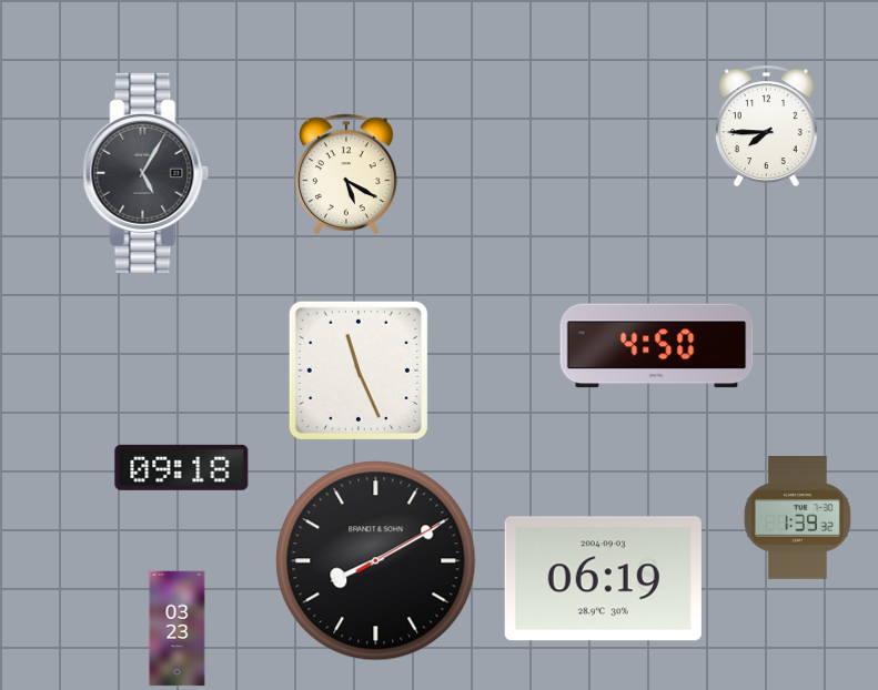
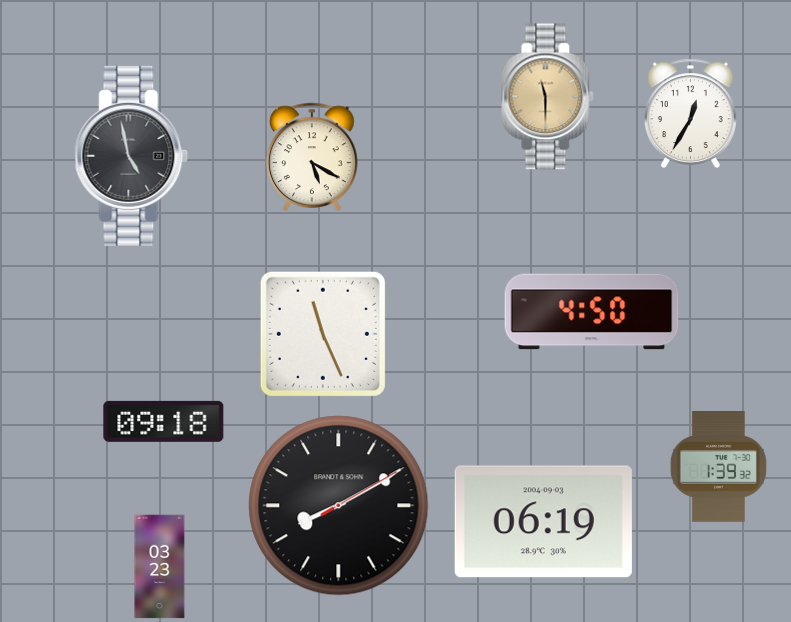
clock at (548, 97): none -> 11:30
clock at (766, 126): 7:45 -> 12:35
clock at (145, 173): 5:05 -> 4:58
